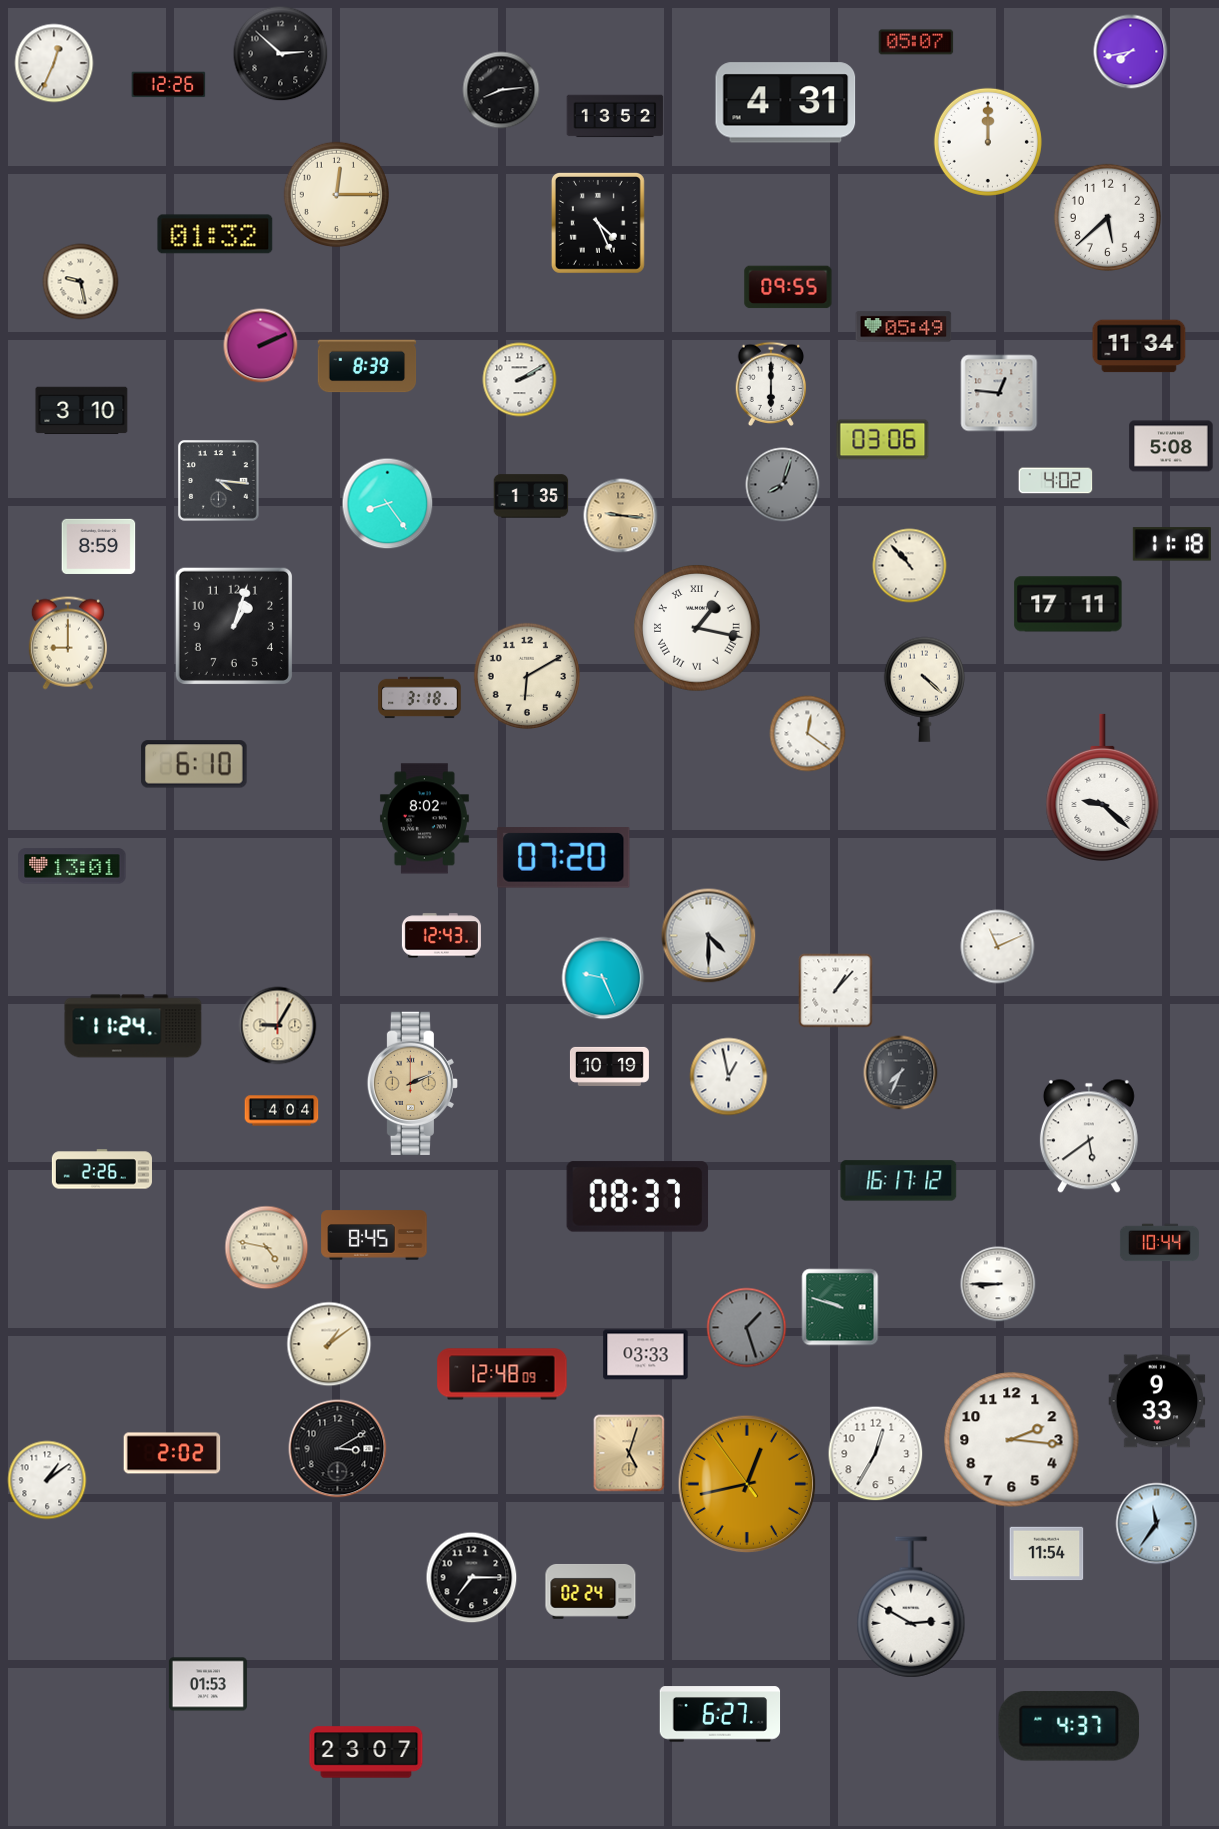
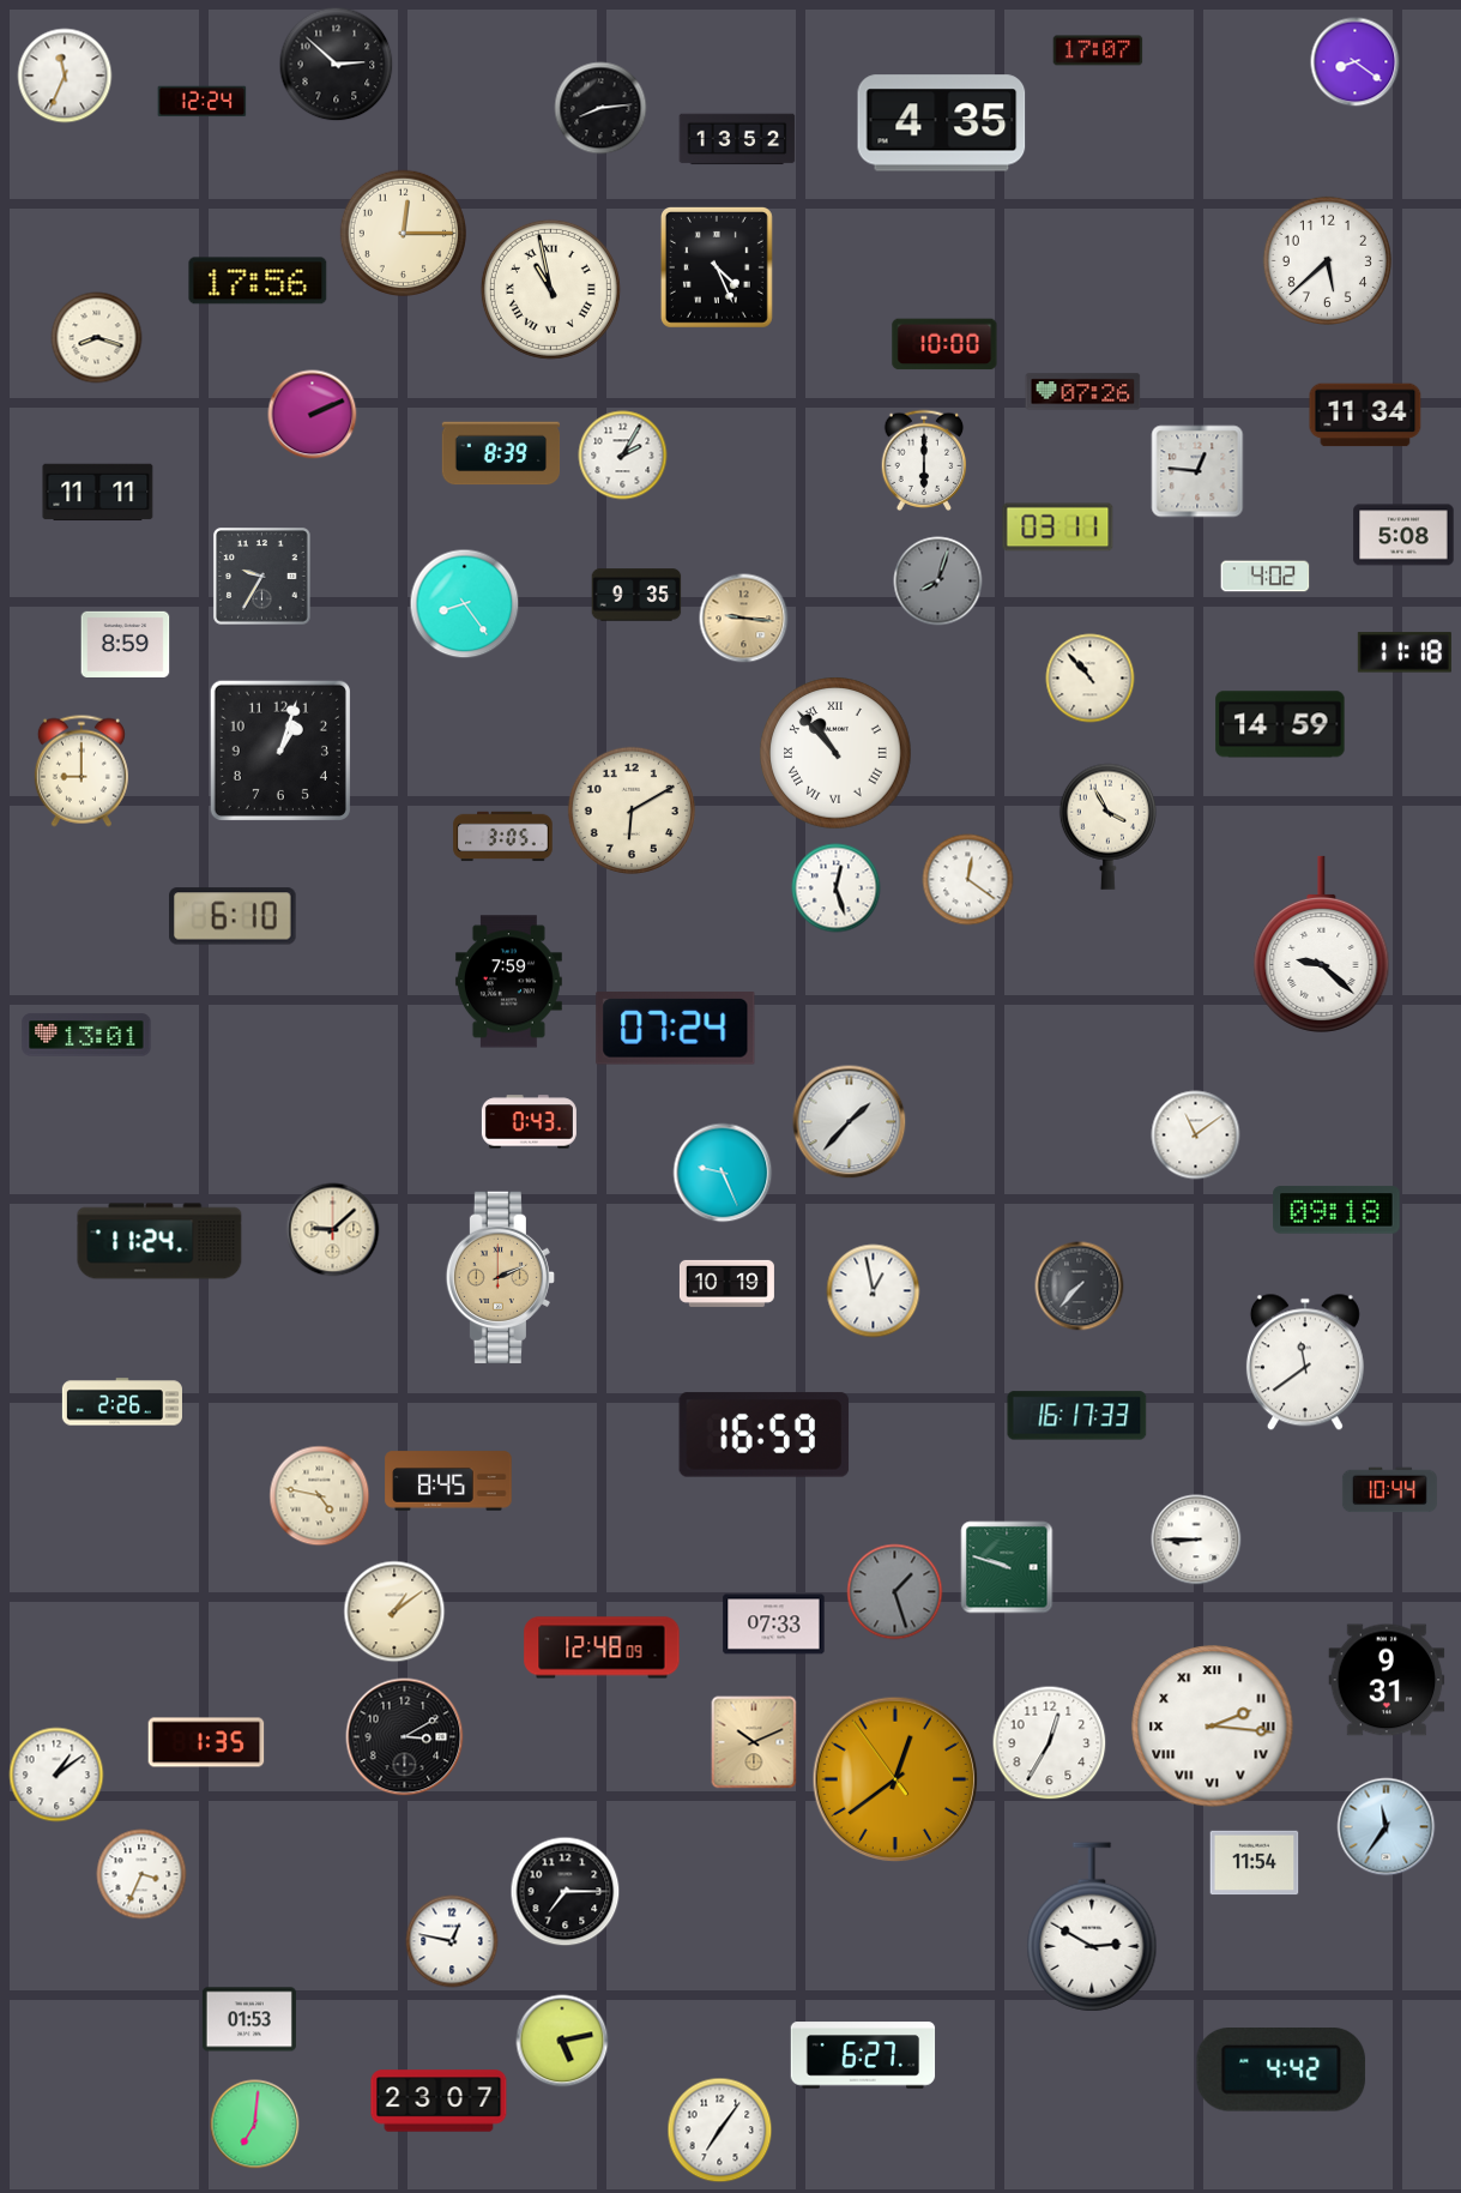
clock at (916, 42): 05:07 -> 17:07
clock at (1131, 52): 7:43 -> 8:21
clock at (54, 63): 12:34 -> 11:34
clock at (169, 85): 12:26 -> 12:24
clock at (786, 103): 4:31 -> 4:35
clock at (988, 142): 12:00 -> none
clock at (215, 234): 01:32 -> 17:56
clock at (550, 289): none -> 10:58
clock at (81, 282): 9:28 -> 8:18
clock at (788, 287): 09:55 -> 10:00
clock at (904, 327): 05:49 -> 07:26
clock at (367, 366) position: (367, 366) -> (501, 453)
clock at (520, 380): 2:10 -> 2:05
clock at (82, 411): 3:10 -> 11:11
clock at (883, 440): 03:06 -> 03:11
clock at (219, 481): 4:16 -> 9:35
clock at (531, 496): 1:35 -> 9:35
clock at (99, 546) position: (99, 546) -> (126, 644)
clock at (1068, 604): 17:11 -> 14:59
clock at (697, 628): 1:17 -> 10:53
clock at (924, 689): 4:22 -> 3:55
clock at (420, 698): 3:18 -> 3:05
clock at (837, 888): none -> 12:27
clock at (424, 819): 8:02 -> 7:59
clock at (564, 858): 07:20 -> 07:24
clock at (72, 866) position: (72, 866) -> (86, 1035)
clock at (441, 936): 12:43 -> 0:43
clock at (709, 936): 4:30 -> 1:37
clock at (998, 947): 11:11 -> 11:09
clock at (836, 991): 1:07 -> none
clock at (1336, 1210): none -> 09:18
clock at (133, 1026) position: (133, 1026) -> (159, 1241)
clock at (278, 1026): 9:05 -> 9:08
clock at (609, 1066) position: (609, 1066) -> (726, 1283)
clock at (901, 1073): 7:34 -> 7:37
clock at (412, 1083) position: (412, 1083) -> (500, 1277)
clock at (282, 1111): 4:04 -> none
clock at (1089, 1136): 5:39 -> 11:39
clock at (899, 1181): 16:17:12 -> 16:17:33
clock at (638, 1197): 08:37 -> 16:59
clock at (646, 1355): 03:33 -> 07:33
clock at (1157, 1401): 9:33 -> 9:31
clock at (1012, 1440) numerals: Arabic -> Roman
clock at (172, 1453): 2:02 -> 1:35
clock at (629, 1453): 5:03 -> 10:11
clock at (747, 1484): 12:42 -> 12:38
clock at (141, 1874): none -> 3:34
clock at (591, 1591): 02:24 -> none
clock at (452, 1941): none -> 12:47
clock at (562, 2041): none -> 5:13
clock at (1069, 1727): 4:37 -> 4:42
clock at (255, 2125): none -> 7:01
clock at (720, 2131): none -> 7:06
